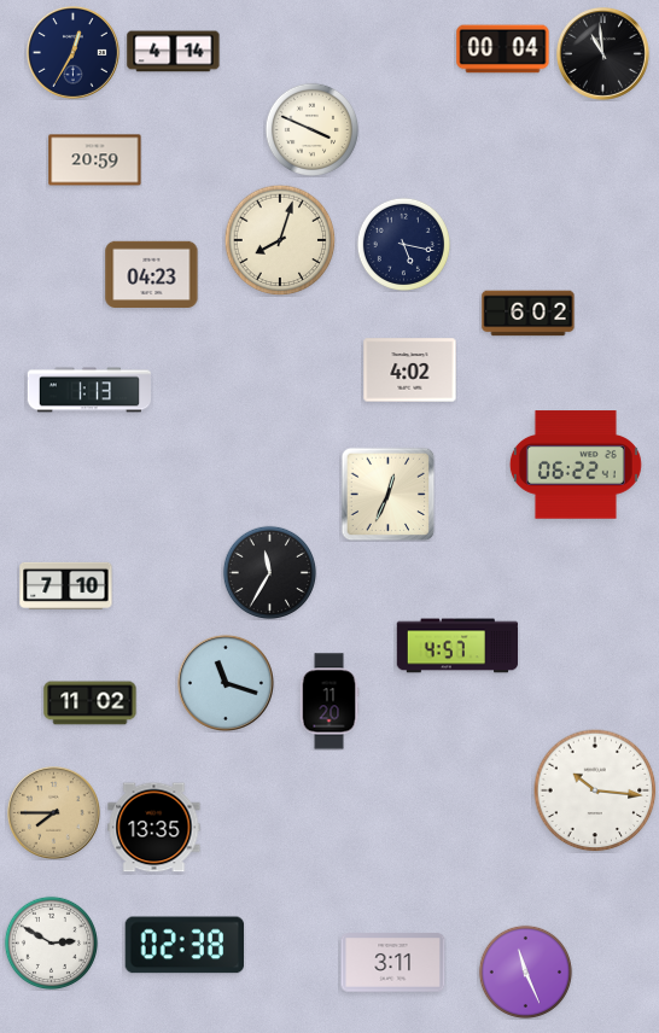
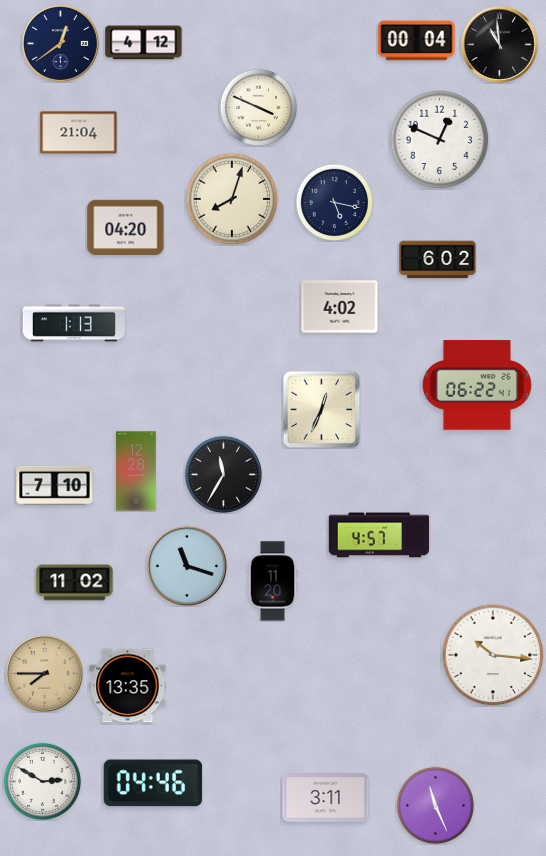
clock at (174, 52): 4:14 -> 4:12
clock at (74, 53): 12:35 -> 12:39
clock at (95, 161): 20:59 -> 21:04
clock at (440, 140): none -> 12:49
clock at (152, 275): 04:23 -> 04:20
clock at (136, 471): none -> 12:28
clock at (185, 945): 02:38 -> 04:46
